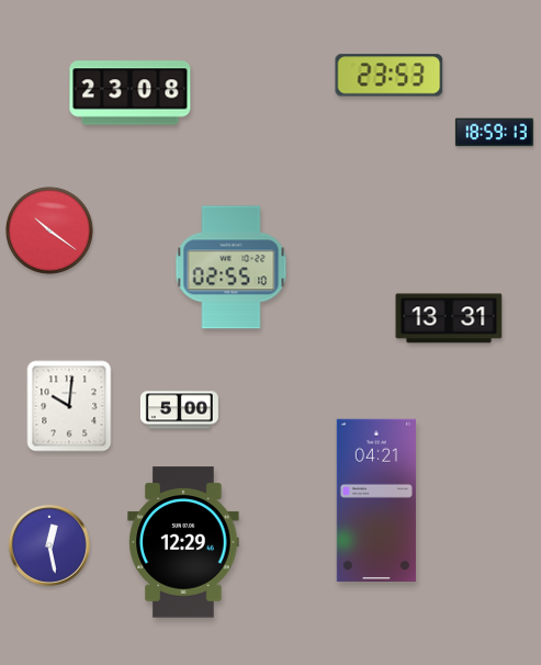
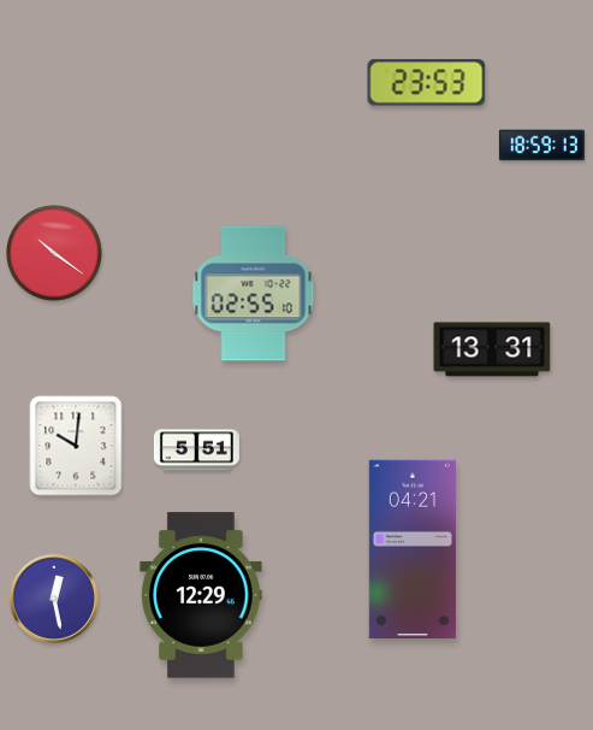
clock at (131, 93): 23:08 -> none
clock at (179, 410): 5:00 -> 5:51
